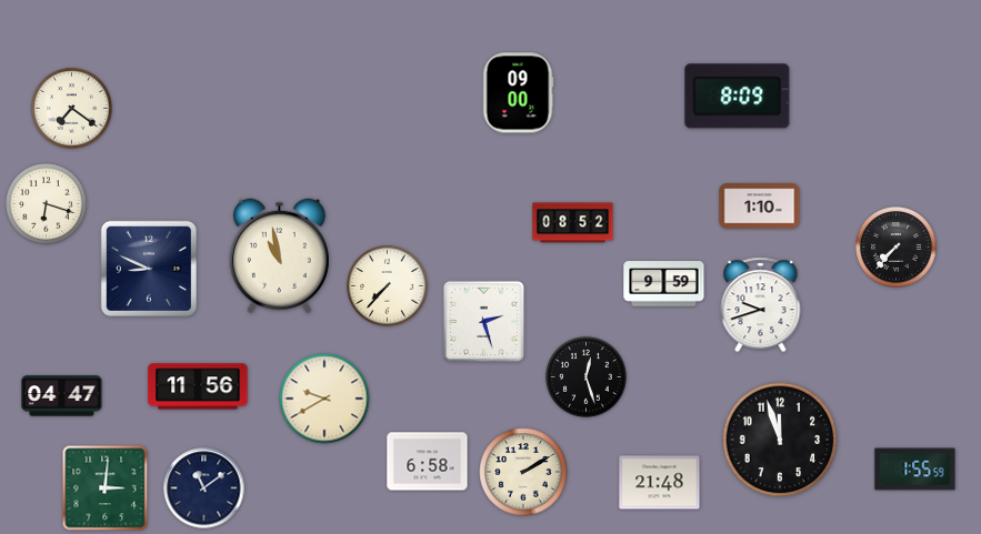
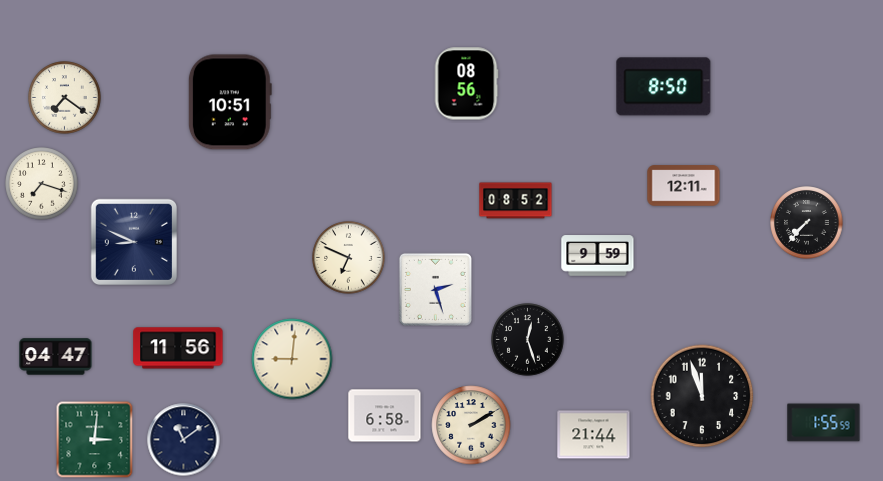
clock at (518, 93): 09:00 -> 08:56
clock at (738, 97): 8:09 -> 8:50
clock at (230, 102): none -> 10:51
clock at (47, 204): 6:18 -> 7:18
clock at (760, 206): 1:10 -> 12:11
clock at (279, 256): 10:58 -> none
clock at (388, 286): 7:37 -> 6:49
clock at (761, 305): 9:42 -> none
clock at (324, 399): 9:40 -> 9:01
clock at (660, 483): 21:48 -> 21:44
